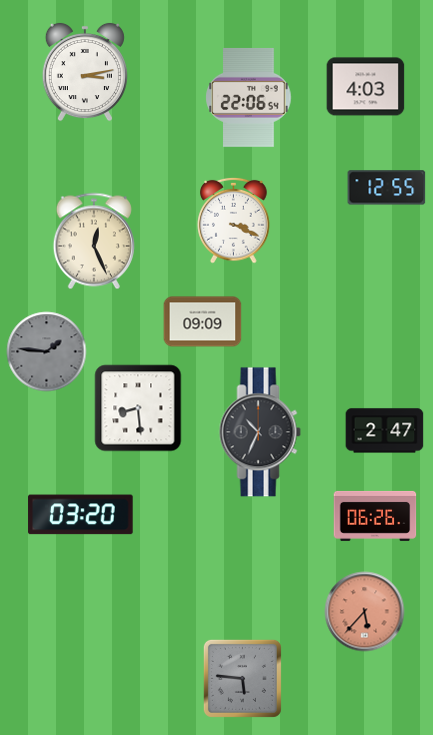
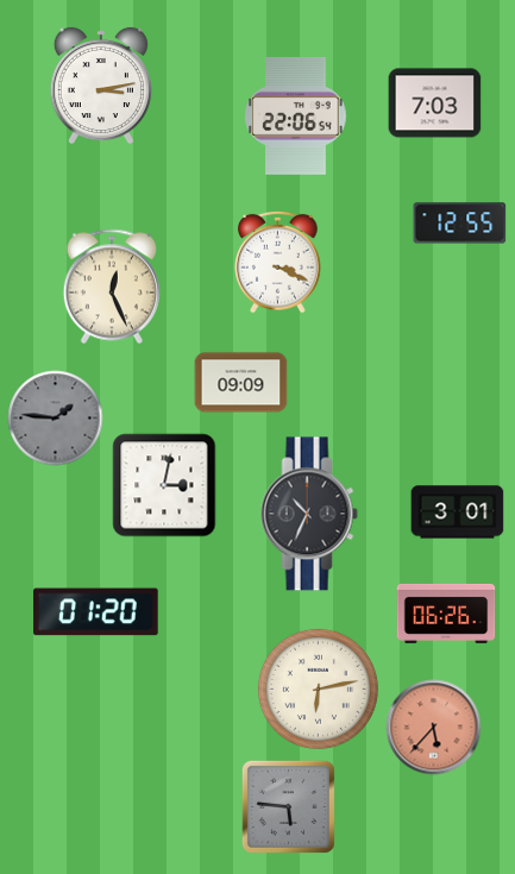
clock at (365, 87): 4:03 -> 7:03
clock at (138, 408): 8:29 -> 3:02
clock at (384, 431): 2:47 -> 3:01
clock at (81, 515): 03:20 -> 01:20
clock at (318, 688): none -> 6:13
